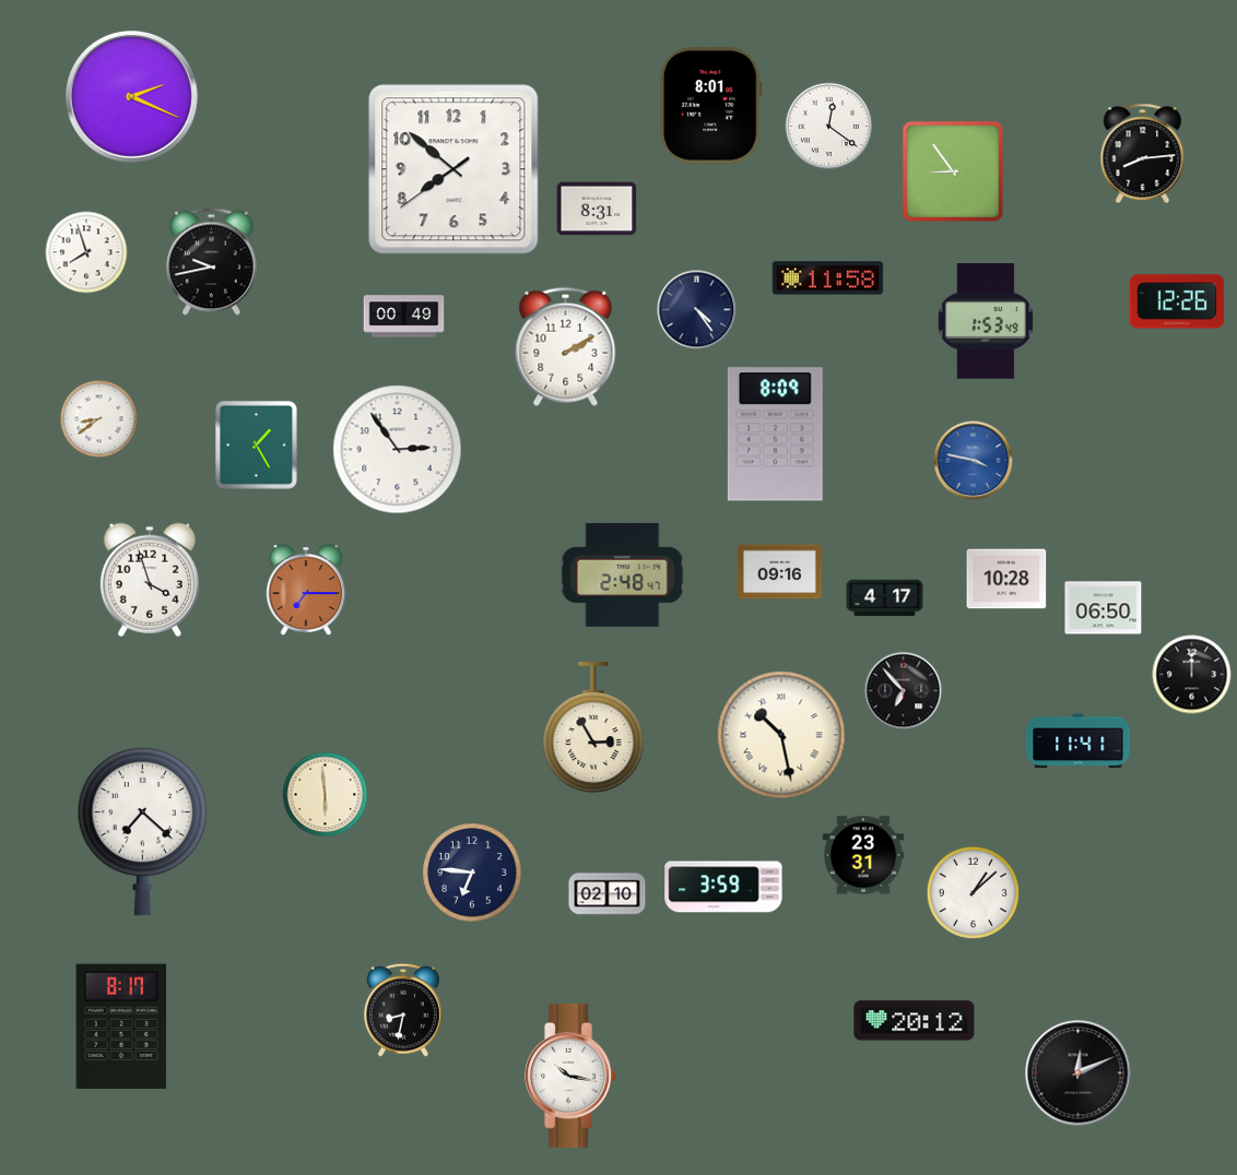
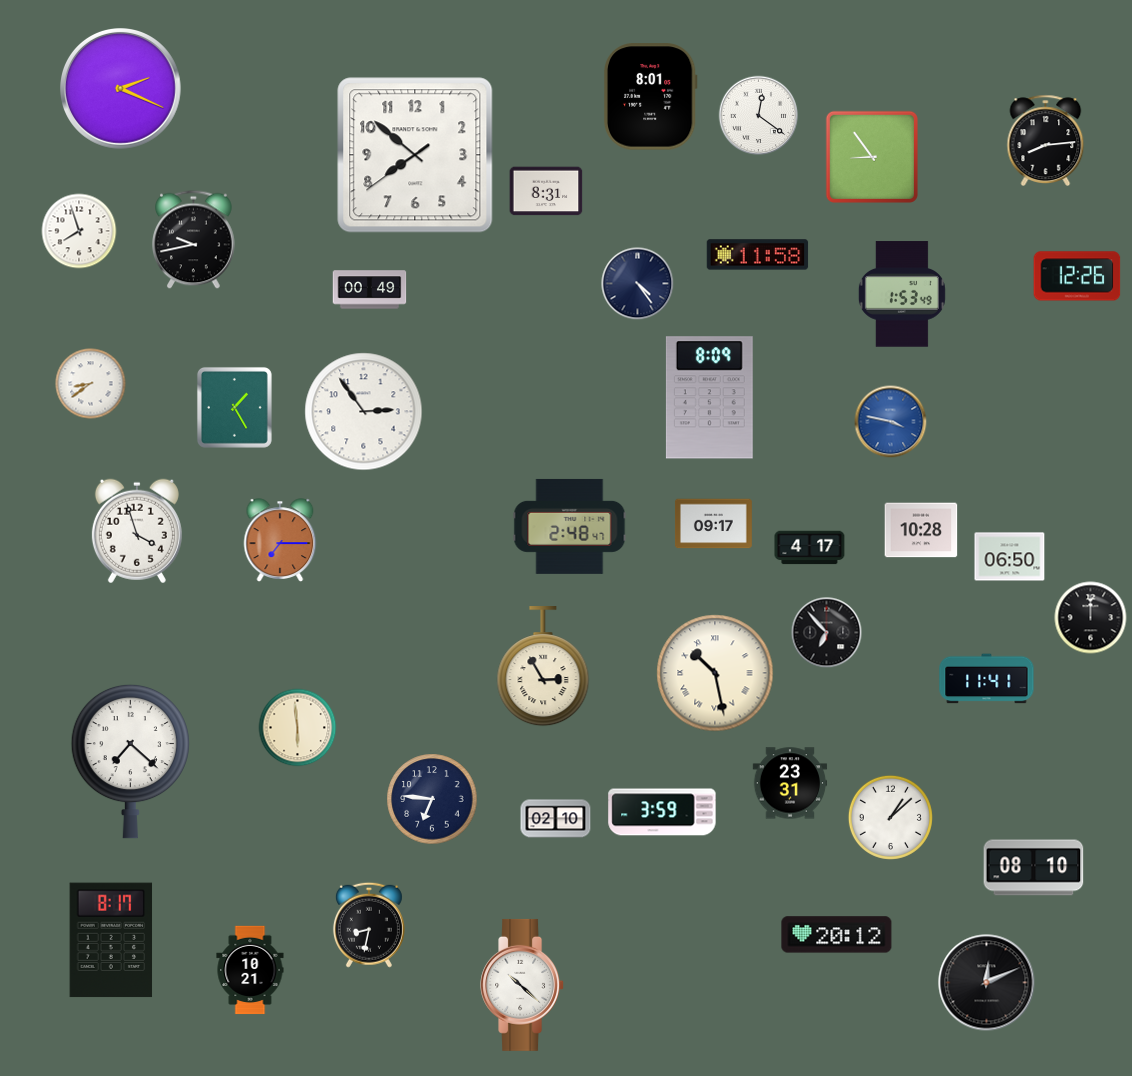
clock at (566, 346): 2:10 -> none
clock at (780, 572): 09:16 -> 09:17
clock at (1034, 868): none -> 08:10
clock at (250, 970): none -> 10:21
clock at (572, 1076): 10:17 -> 10:22
